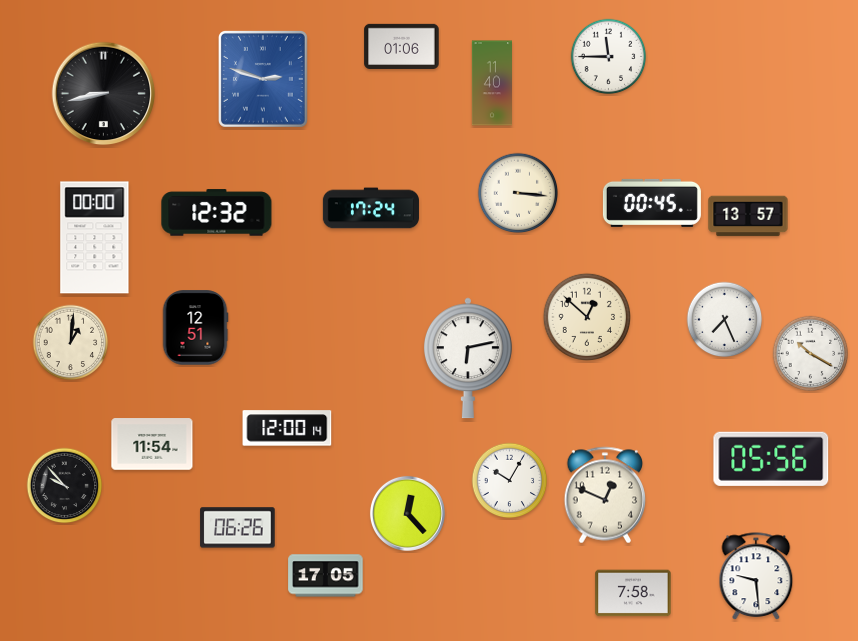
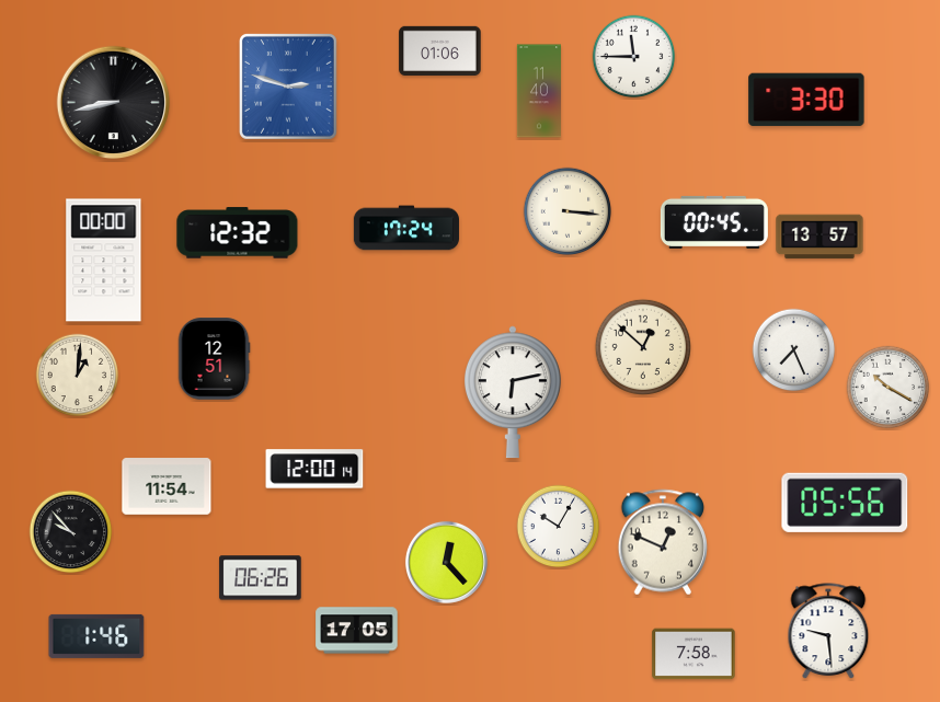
clock at (609, 57) position: (609, 57) -> (634, 57)
clock at (806, 100): none -> 3:30
clock at (96, 636): none -> 1:46
clock at (633, 593) position: (633, 593) -> (693, 654)
